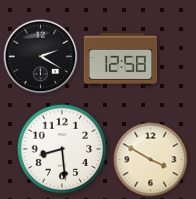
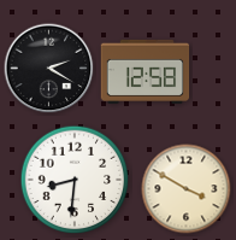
clock at (62, 149): 8:29 -> 8:31
clock at (151, 160) position: (151, 160) -> (187, 189)
